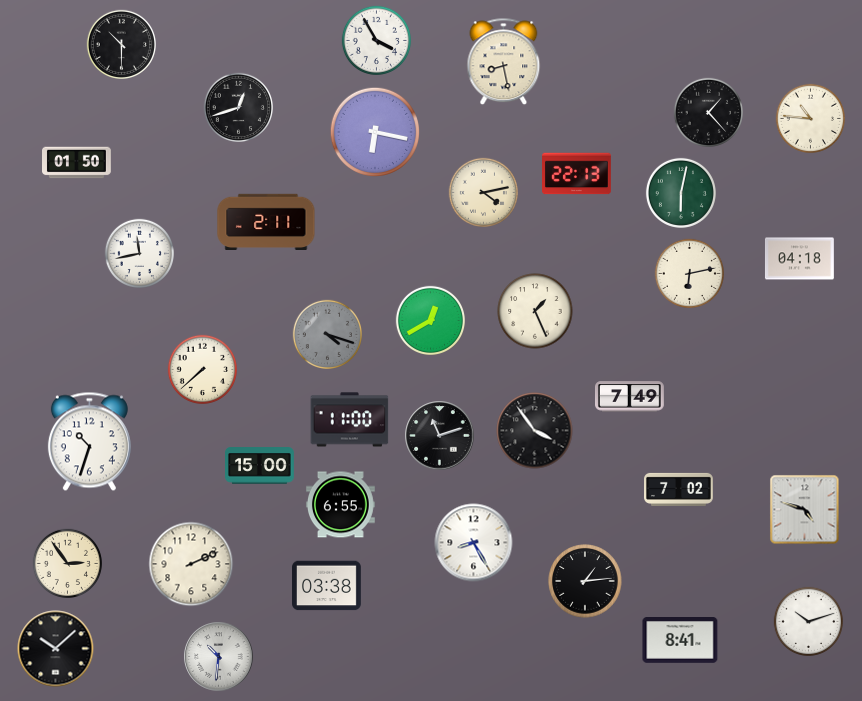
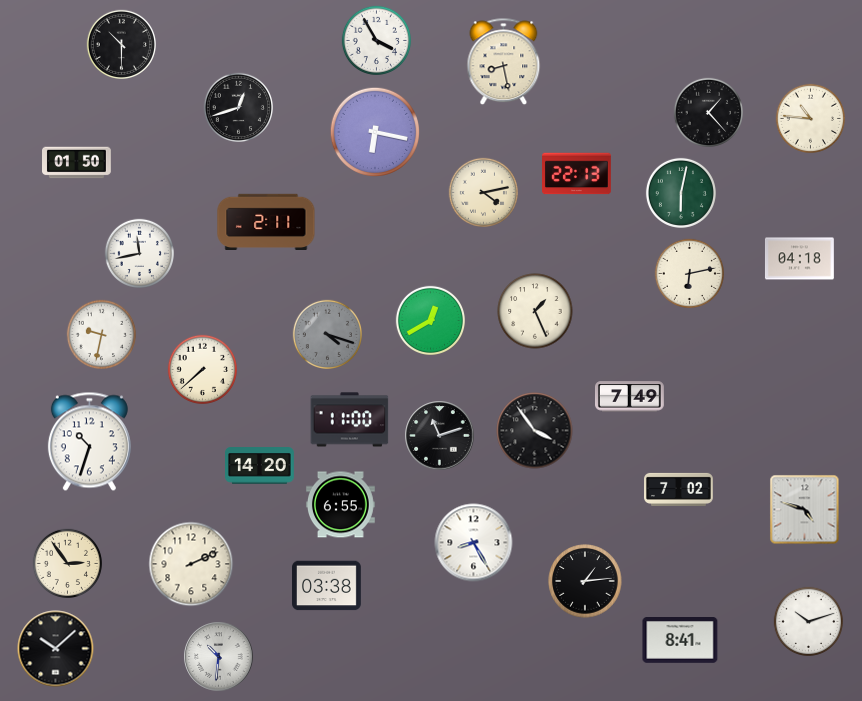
clock at (101, 334): none -> 9:32
clock at (260, 466): 15:00 -> 14:20
